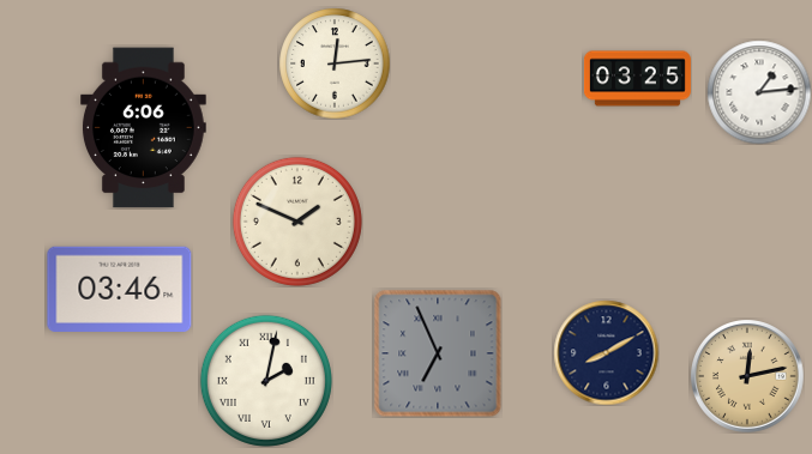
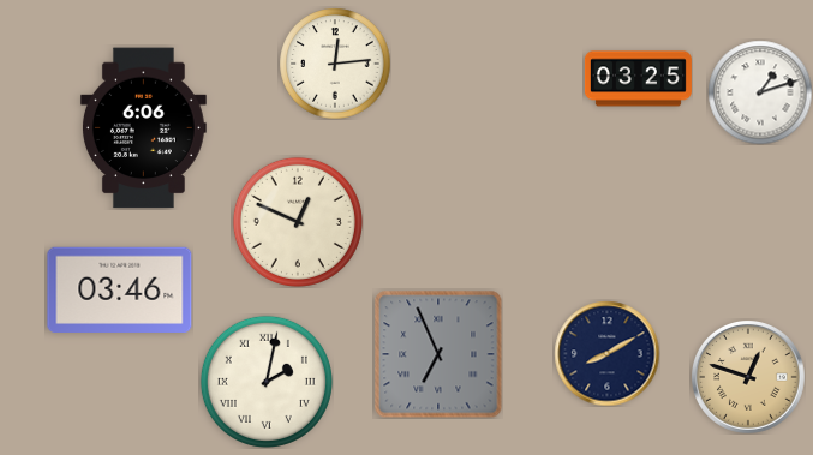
clock at (759, 92): 1:14 -> 1:12
clock at (297, 222): 1:49 -> 12:49
clock at (747, 376): 12:13 -> 12:48
